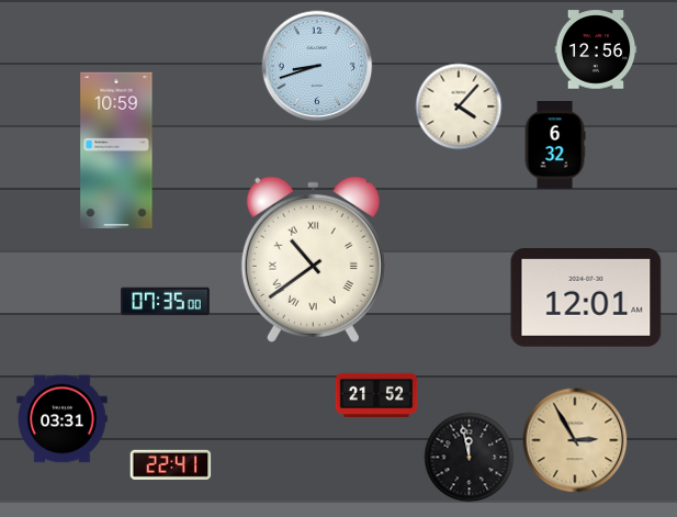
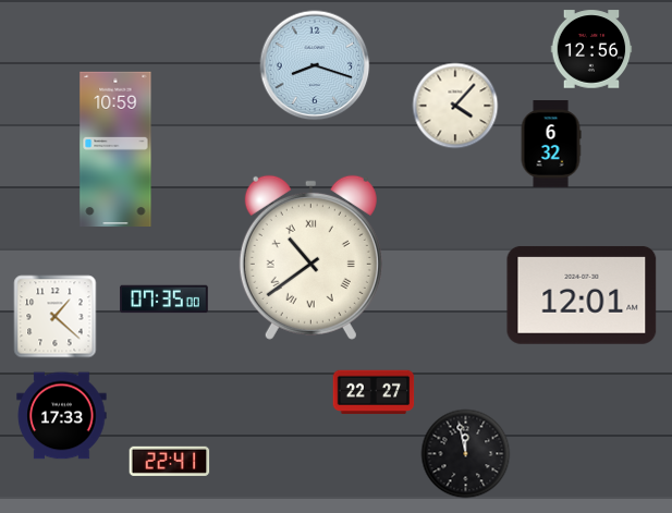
clock at (317, 66): 8:42 -> 8:18
clock at (56, 317): none -> 1:22
clock at (376, 395): 21:52 -> 22:27
clock at (63, 419): 03:31 -> 17:33
clock at (575, 440): 2:55 -> none
